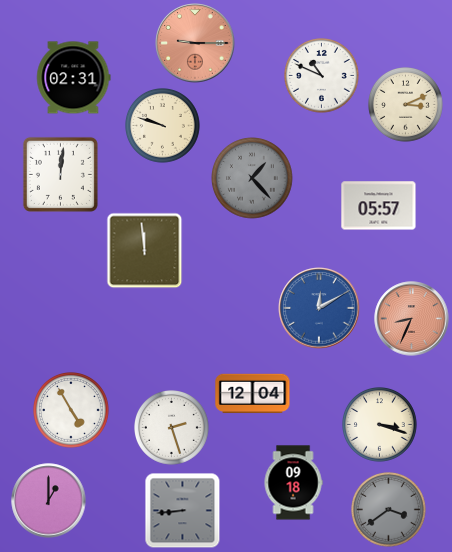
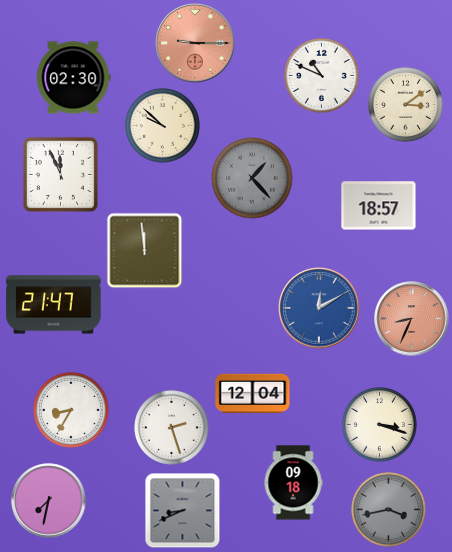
clock at (74, 78): 02:31 -> 02:30
clock at (406, 105): 3:11 -> 3:09
clock at (163, 126): 9:48 -> 9:52
clock at (60, 174): 12:01 -> 11:56
clock at (379, 206): 05:57 -> 18:57
clock at (54, 305): none -> 21:47
clock at (72, 411): 4:55 -> 8:35
clock at (49, 501): 1:00 -> 7:32
clock at (389, 510): 3:39 -> 3:43
clock at (183, 511): 8:44 -> 8:41
